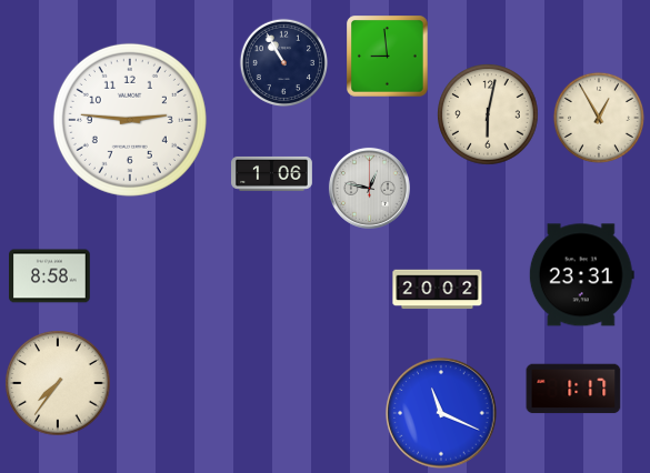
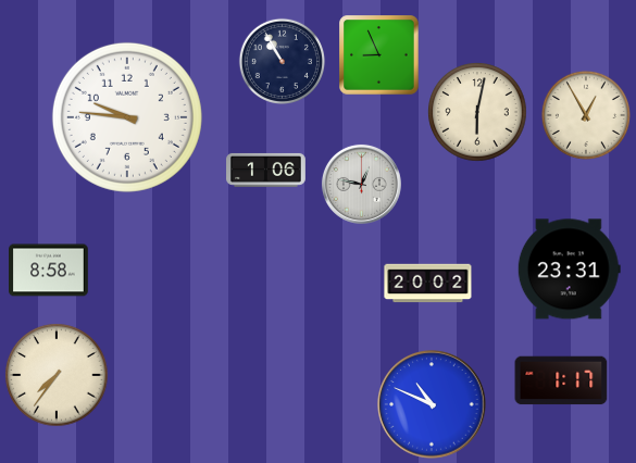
clock at (388, 57): 8:59 -> 8:56
clock at (283, 62) position: (283, 62) -> (282, 61)
clock at (130, 120): 2:46 -> 9:46
clock at (441, 413): 11:19 -> 10:49
